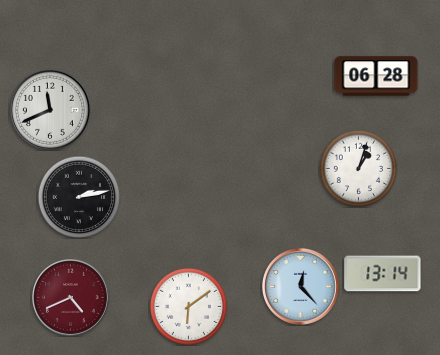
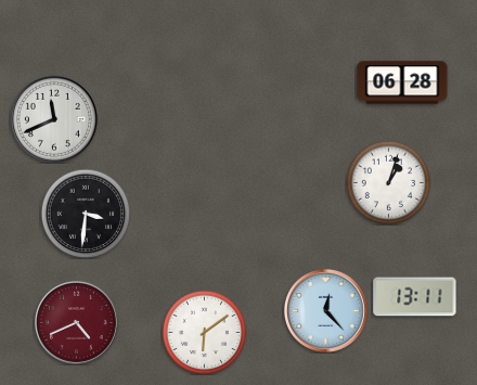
clock at (376, 76) position: (376, 76) -> (402, 82)
clock at (79, 197): 2:13 -> 3:31
clock at (383, 274): 13:14 -> 13:11
